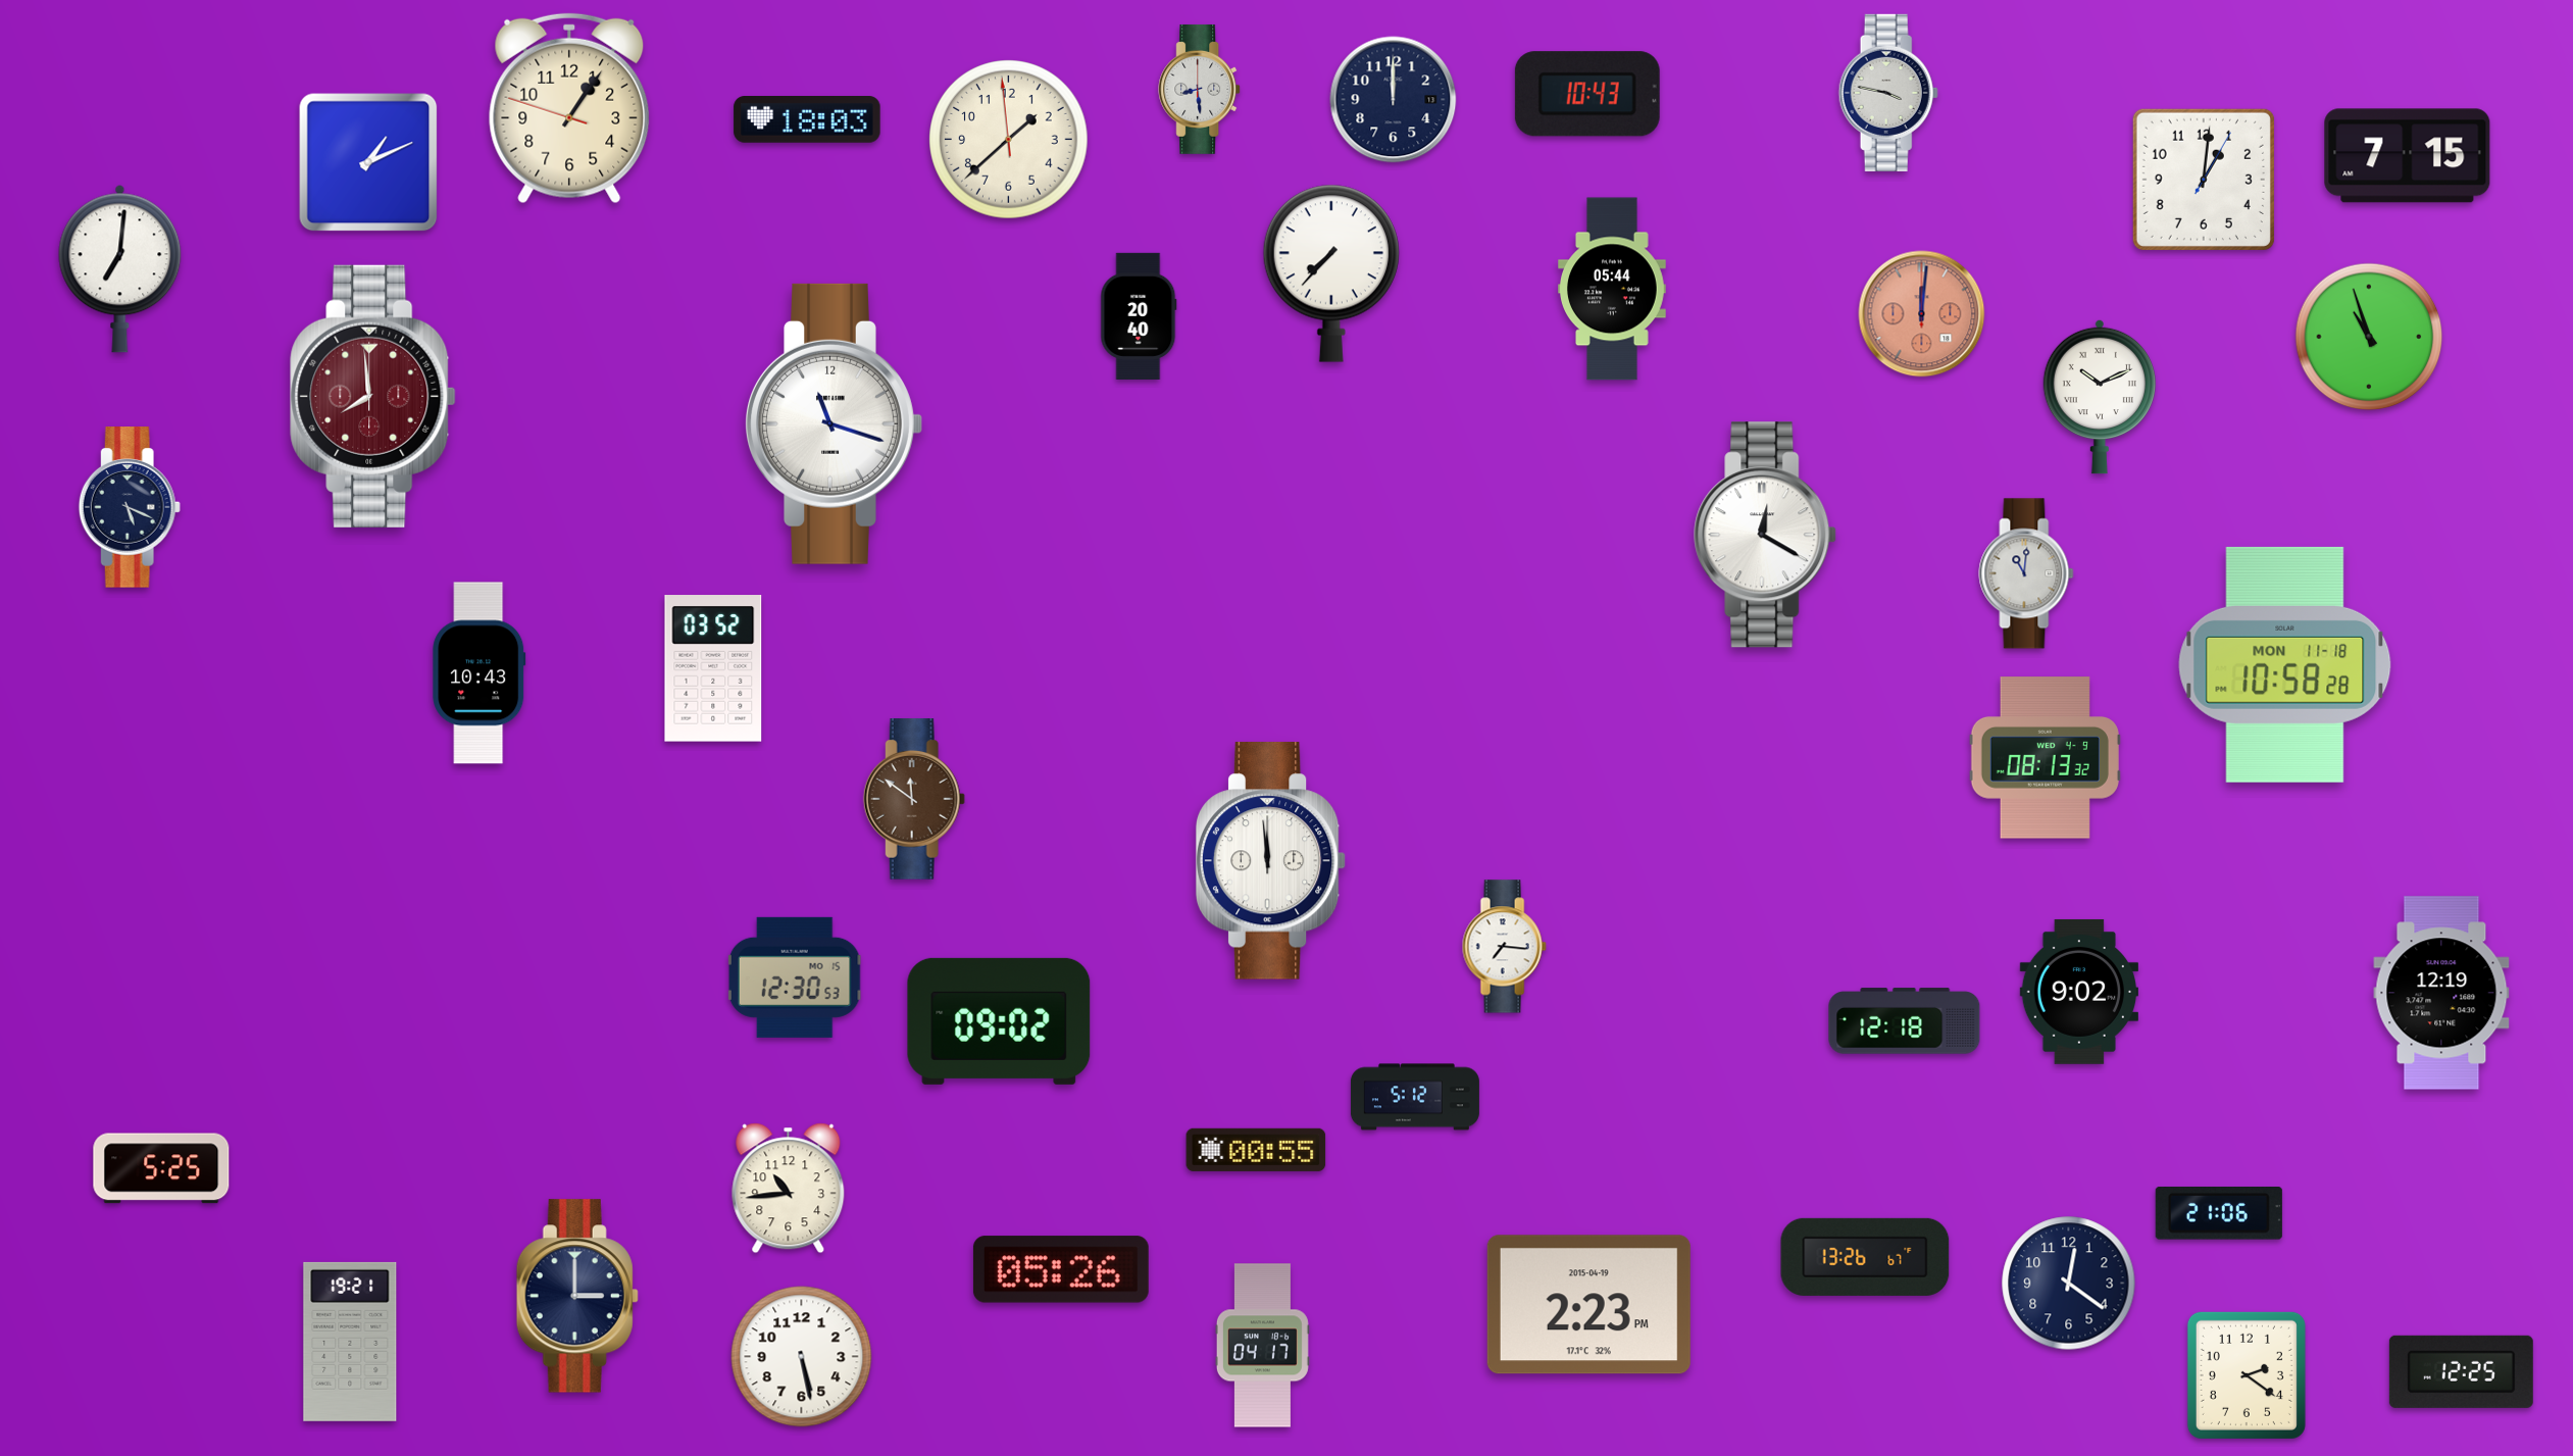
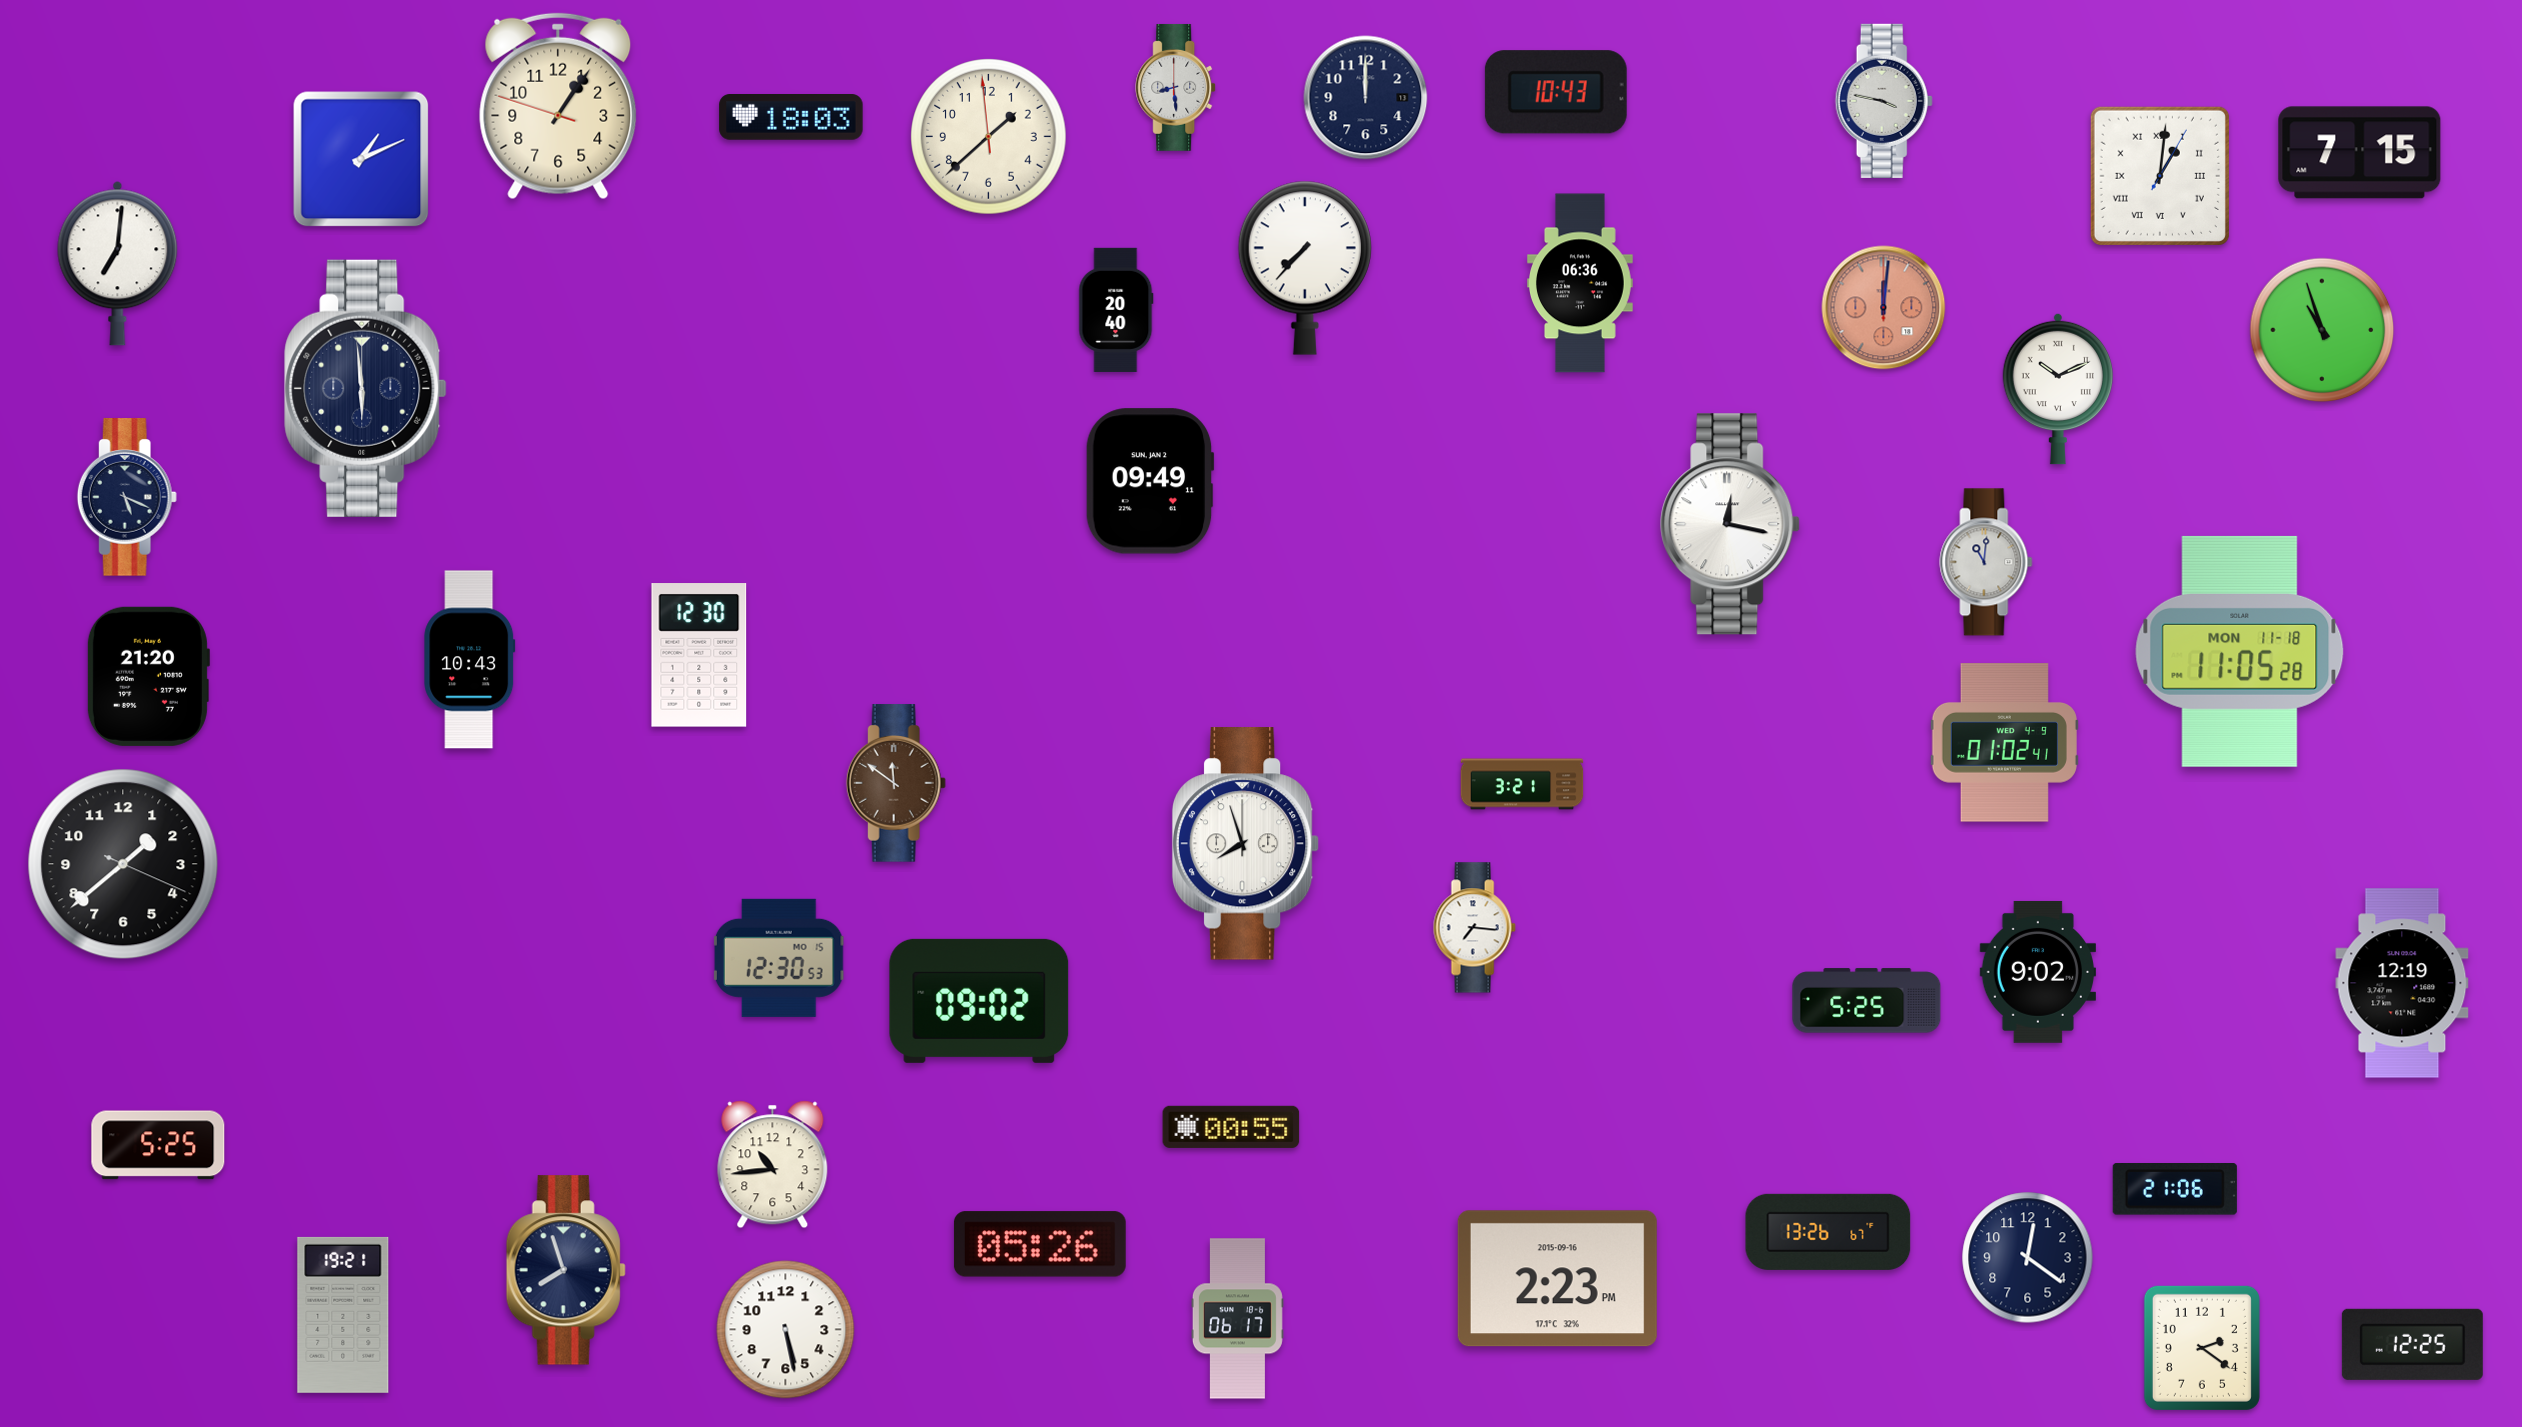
clock at (1888, 93) position: (1888, 93) -> (1884, 101)
clock at (2204, 180) numerals: Arabic -> Roman
clock at (1613, 289): 05:44 -> 06:36
clock at (373, 396): 7:59 -> 5:59
clock at (373, 396) dial: burgundy -> navy
clock at (834, 423): 11:18 -> none
clock at (1150, 481): none -> 09:49
clock at (1766, 535): 12:20 -> 12:17
clock at (2285, 664): 10:58 -> 11:05
clock at (713, 668): 03:52 -> 12:30
clock at (148, 676): none -> 21:20
clock at (2045, 758): 08:13 -> 01:02
clock at (1522, 784): none -> 3:21
clock at (1271, 861): 11:59 -> 7:57
clock at (123, 864): none -> 1:38
clock at (2441, 993) position: (2441, 993) -> (2402, 983)
clock at (1905, 1021): 12:18 -> 5:25
clock at (1415, 1097): 5:12 -> none
clock at (577, 1296): 3:00 -> 7:57
clock at (1588, 1305) date: 2015-04-19 -> 2015-09-16
clock at (1262, 1346): 04:17 -> 06:17
